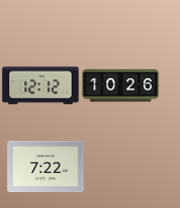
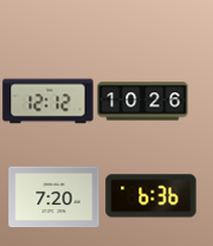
clock at (151, 196): none -> 6:36
clock at (46, 167): 7:22 -> 7:20
